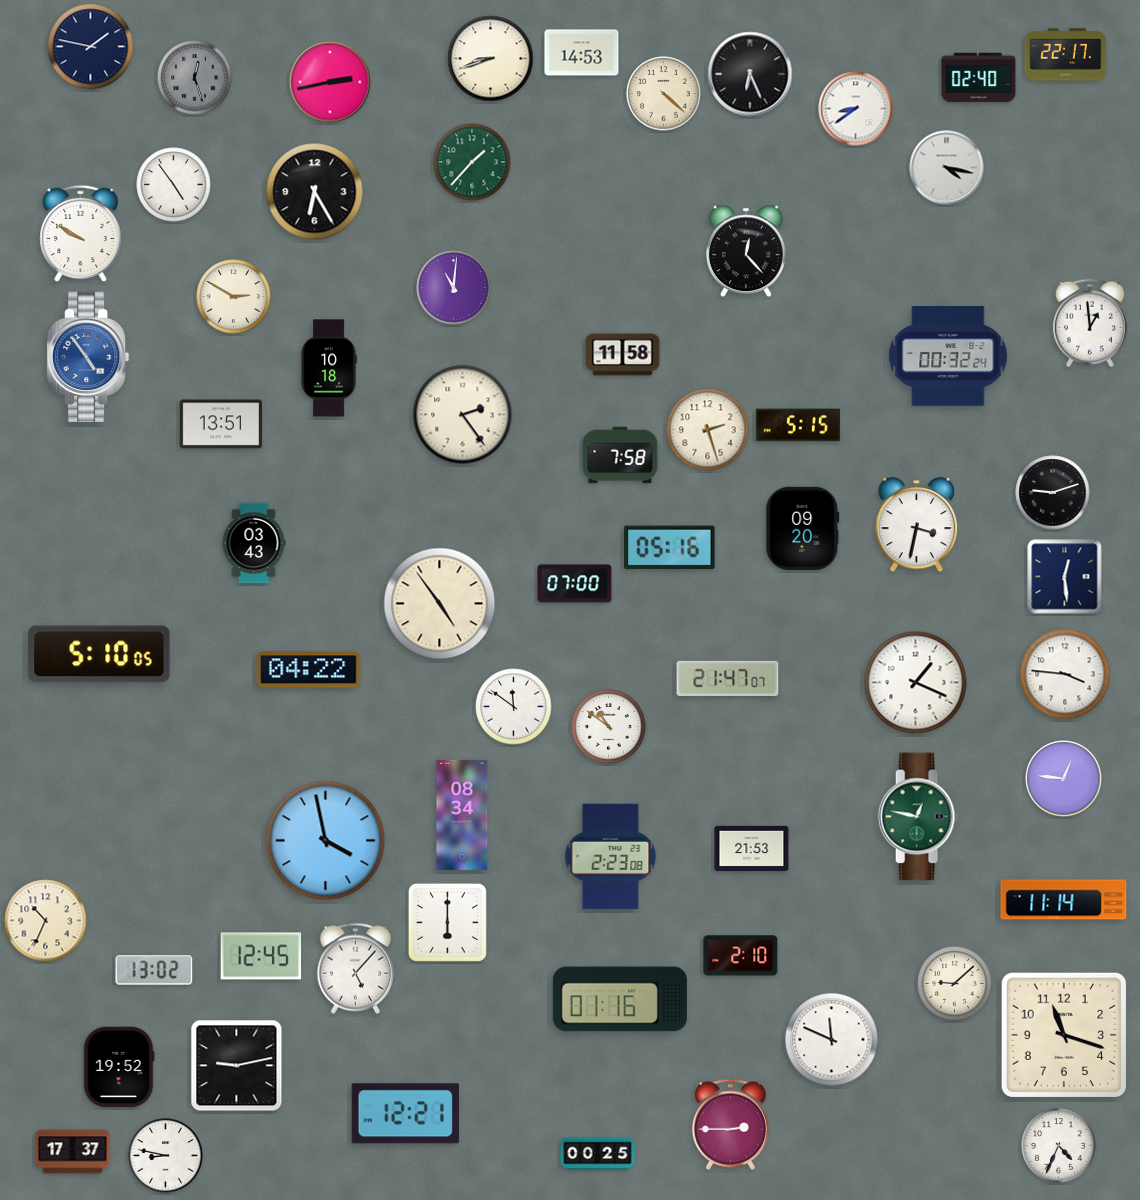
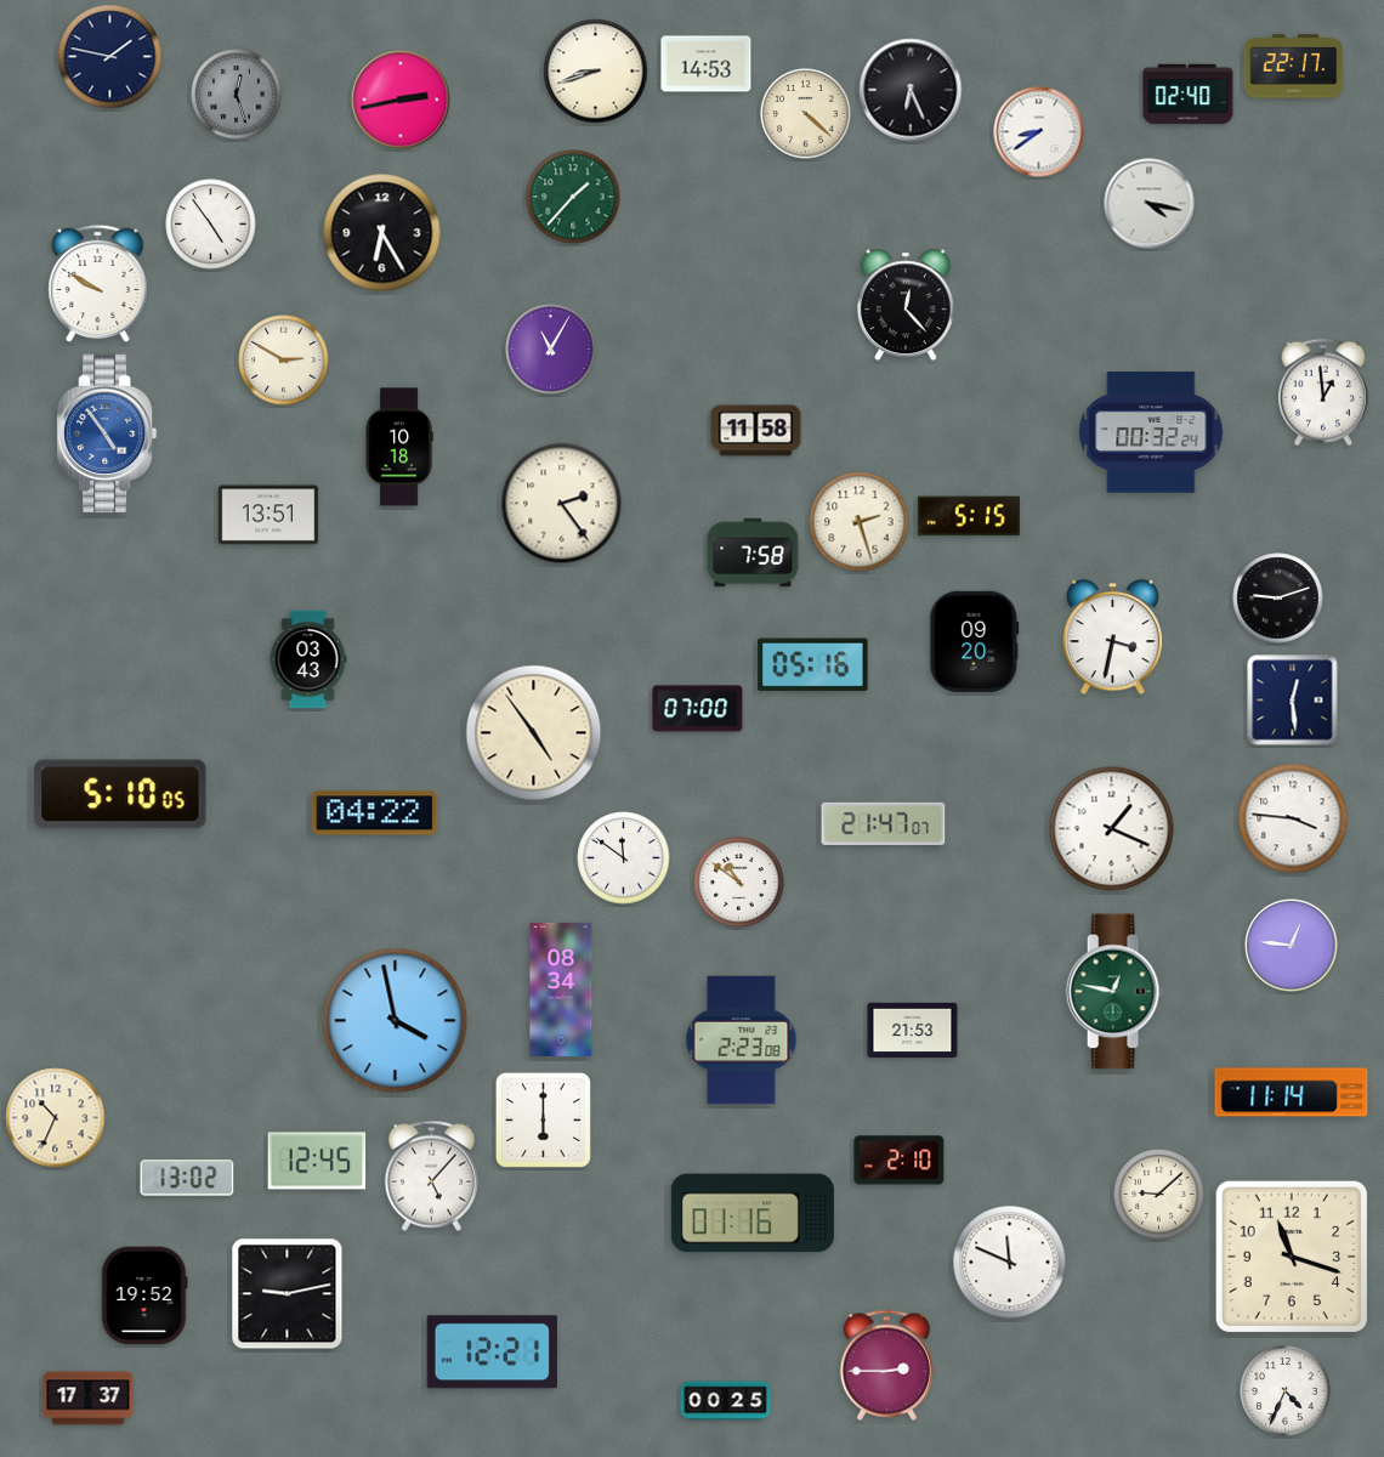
clock at (454, 288): 11:01 -> 11:05
clock at (166, 1156): 8:47 -> none
